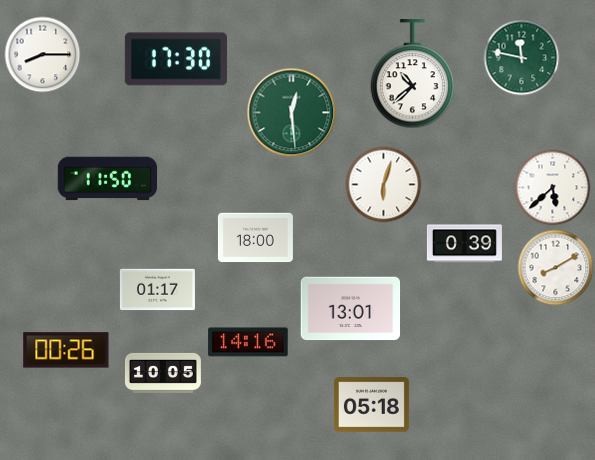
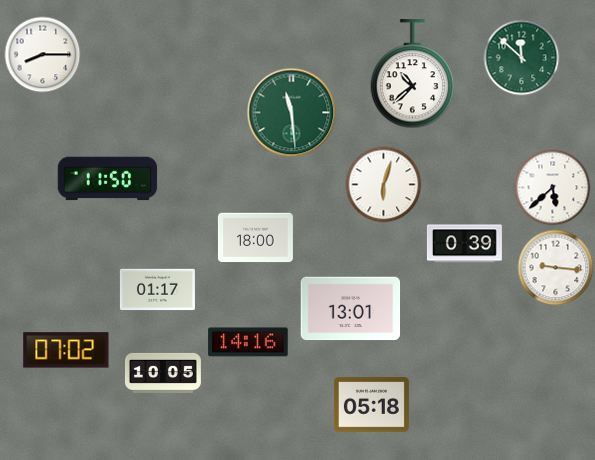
clock at (522, 58): 11:47 -> 11:52
clock at (176, 59): 17:30 -> none
clock at (292, 113): 12:29 -> 11:29
clock at (556, 268): 8:10 -> 9:16
clock at (66, 350): 00:26 -> 07:02
